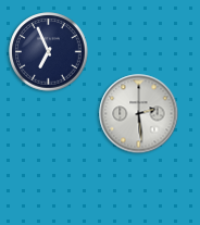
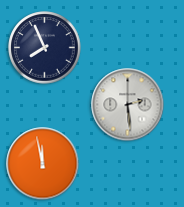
clock at (49, 52): 6:56 -> 7:56
clock at (43, 164): none -> 11:58
